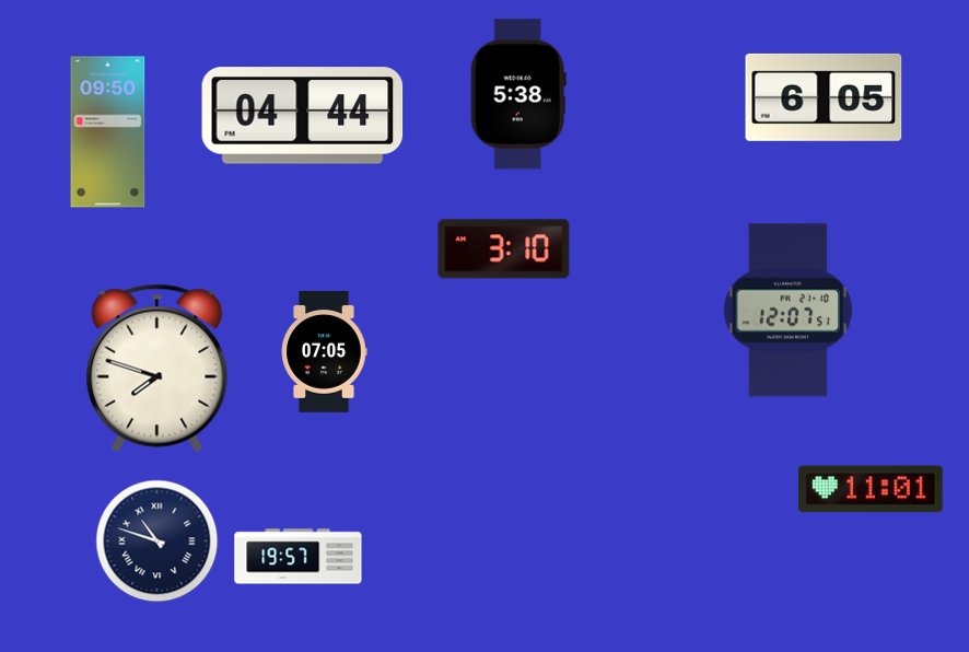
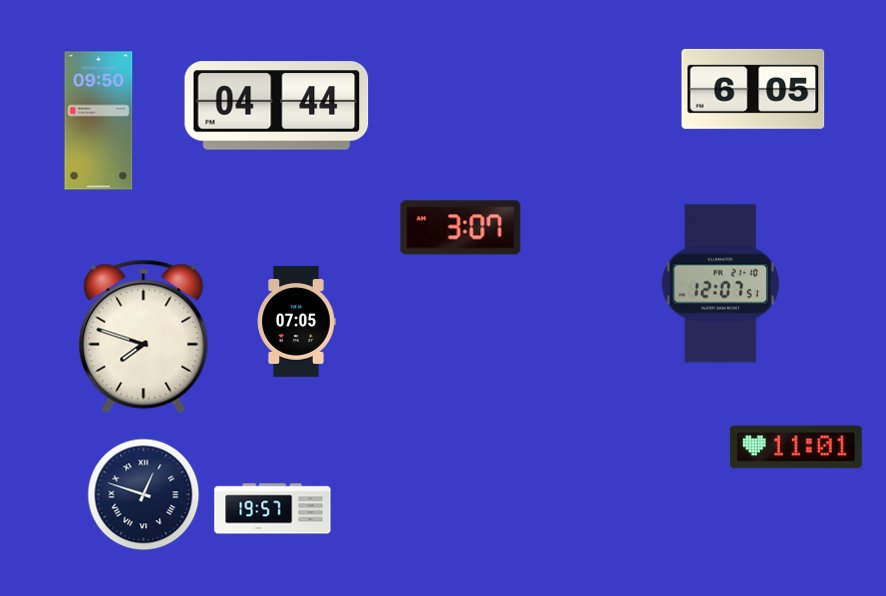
clock at (518, 94): 5:38 -> none
clock at (504, 249): 3:10 -> 3:07
clock at (157, 542): 10:48 -> 12:48
